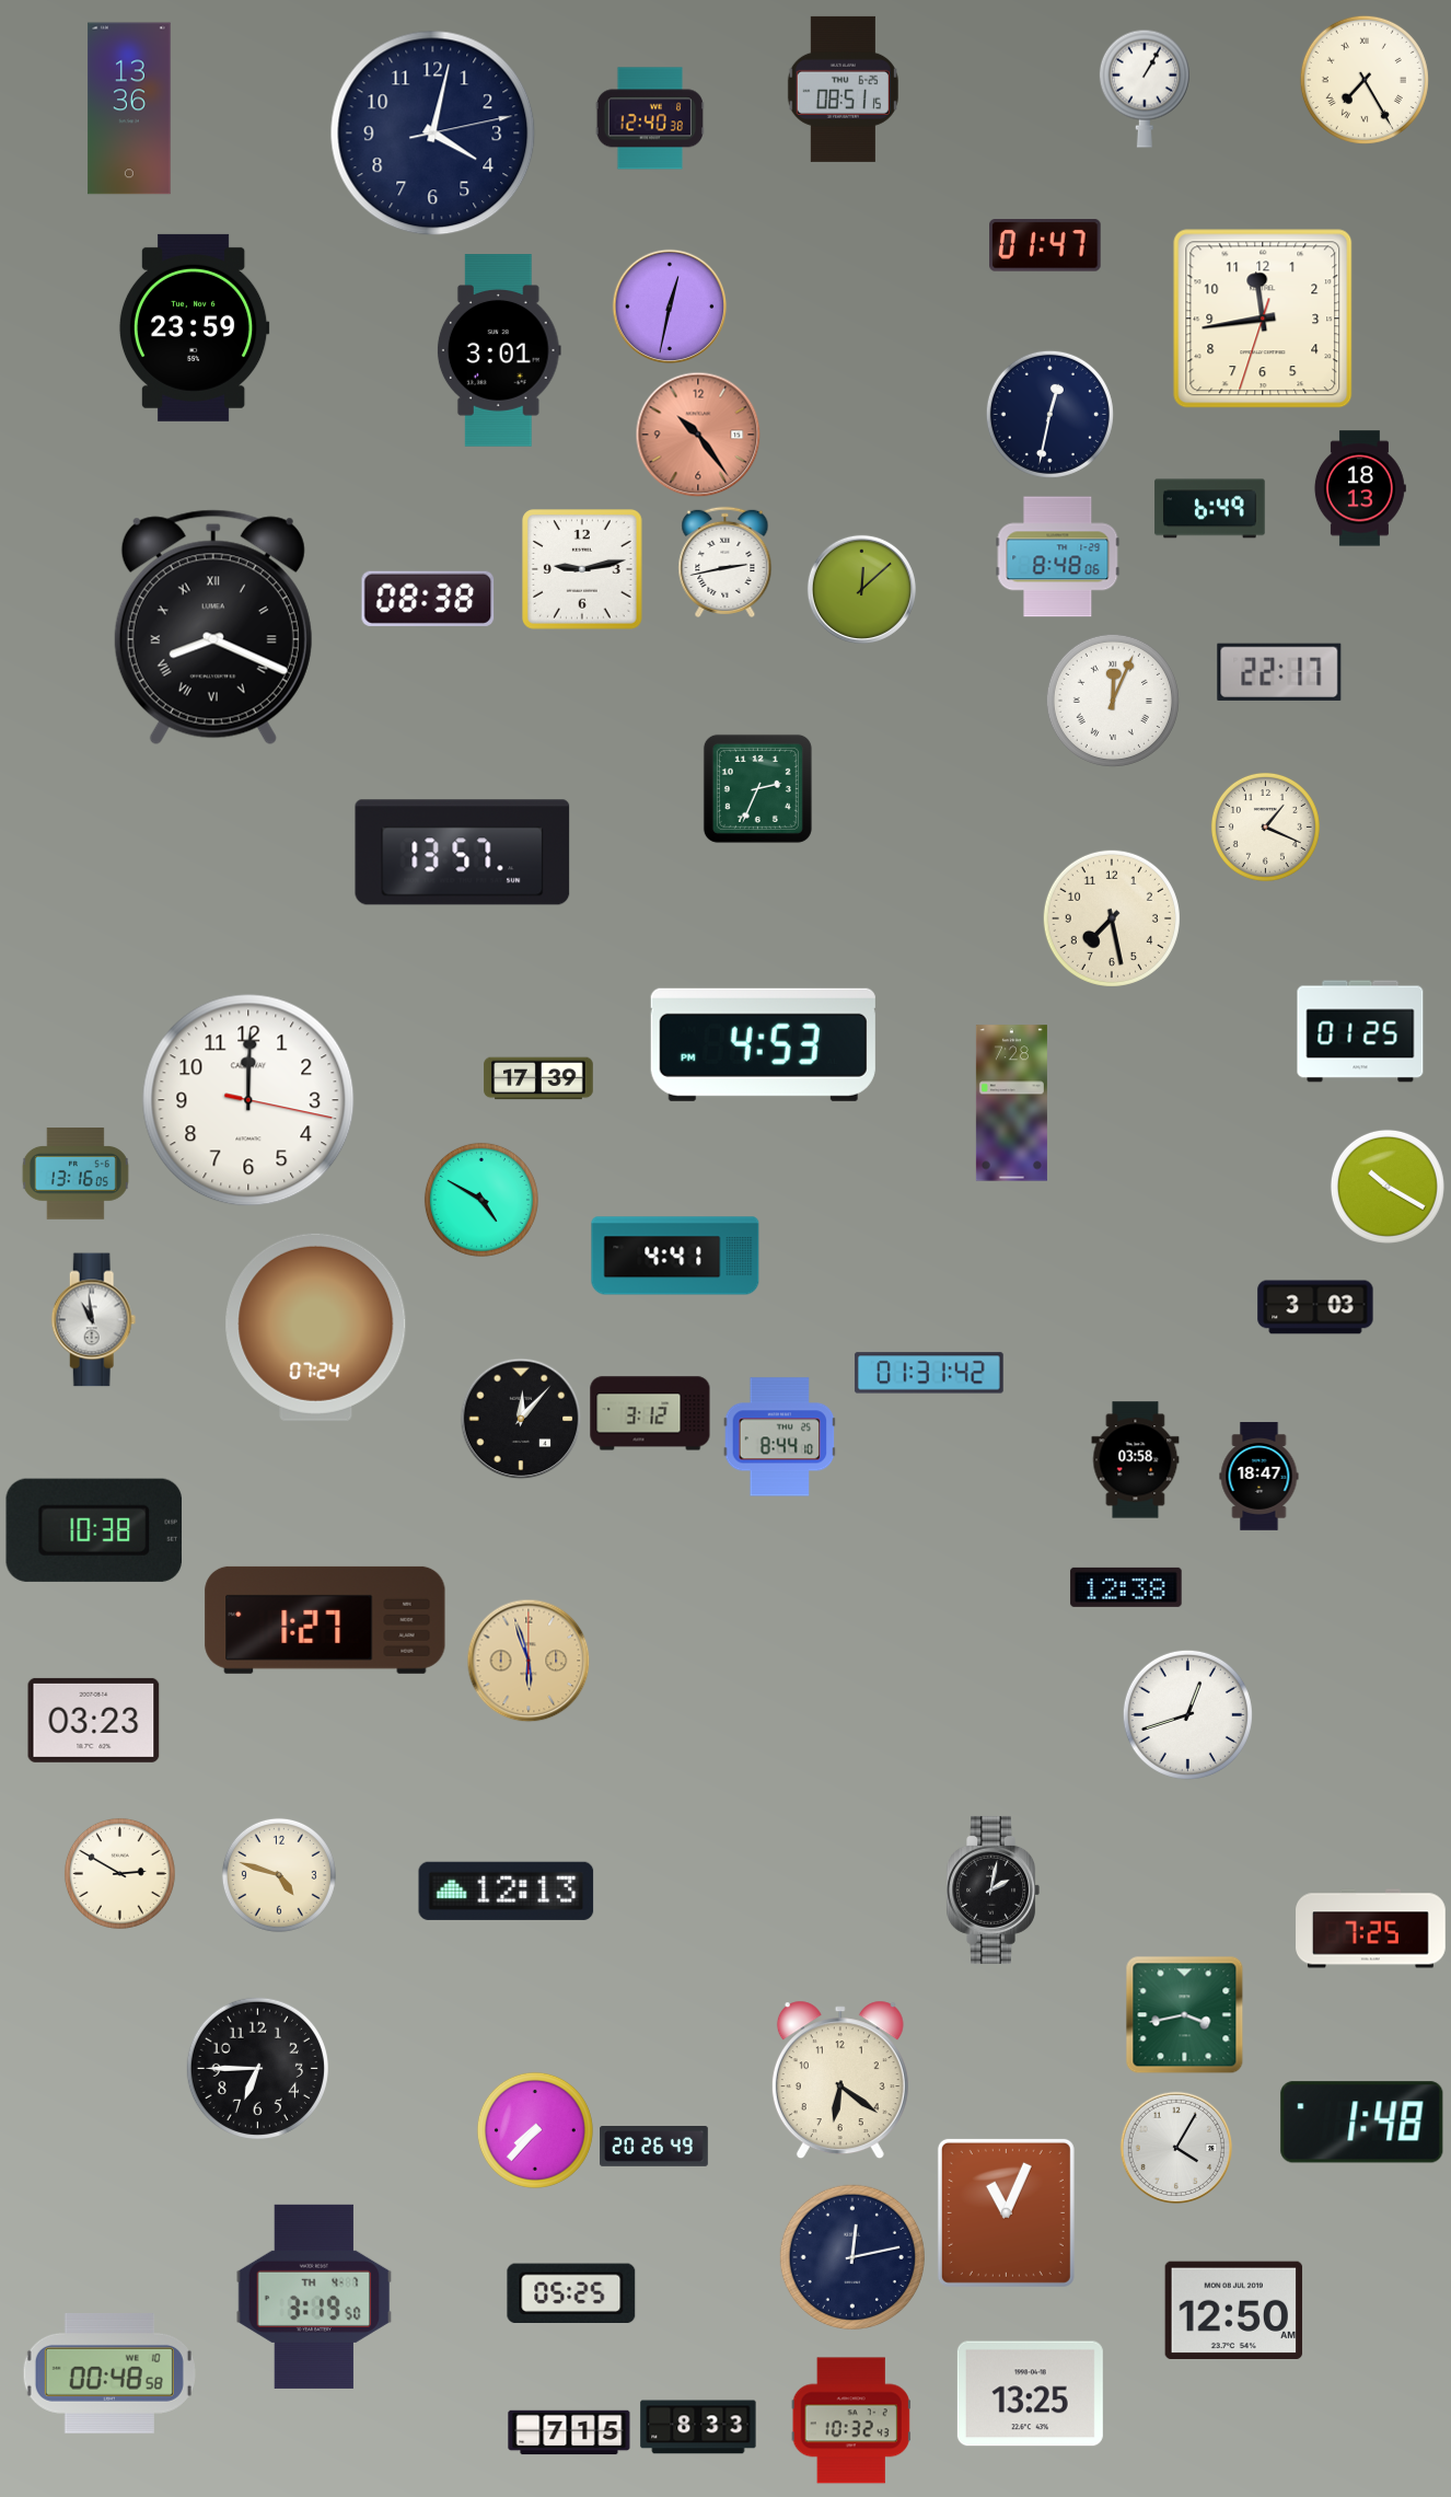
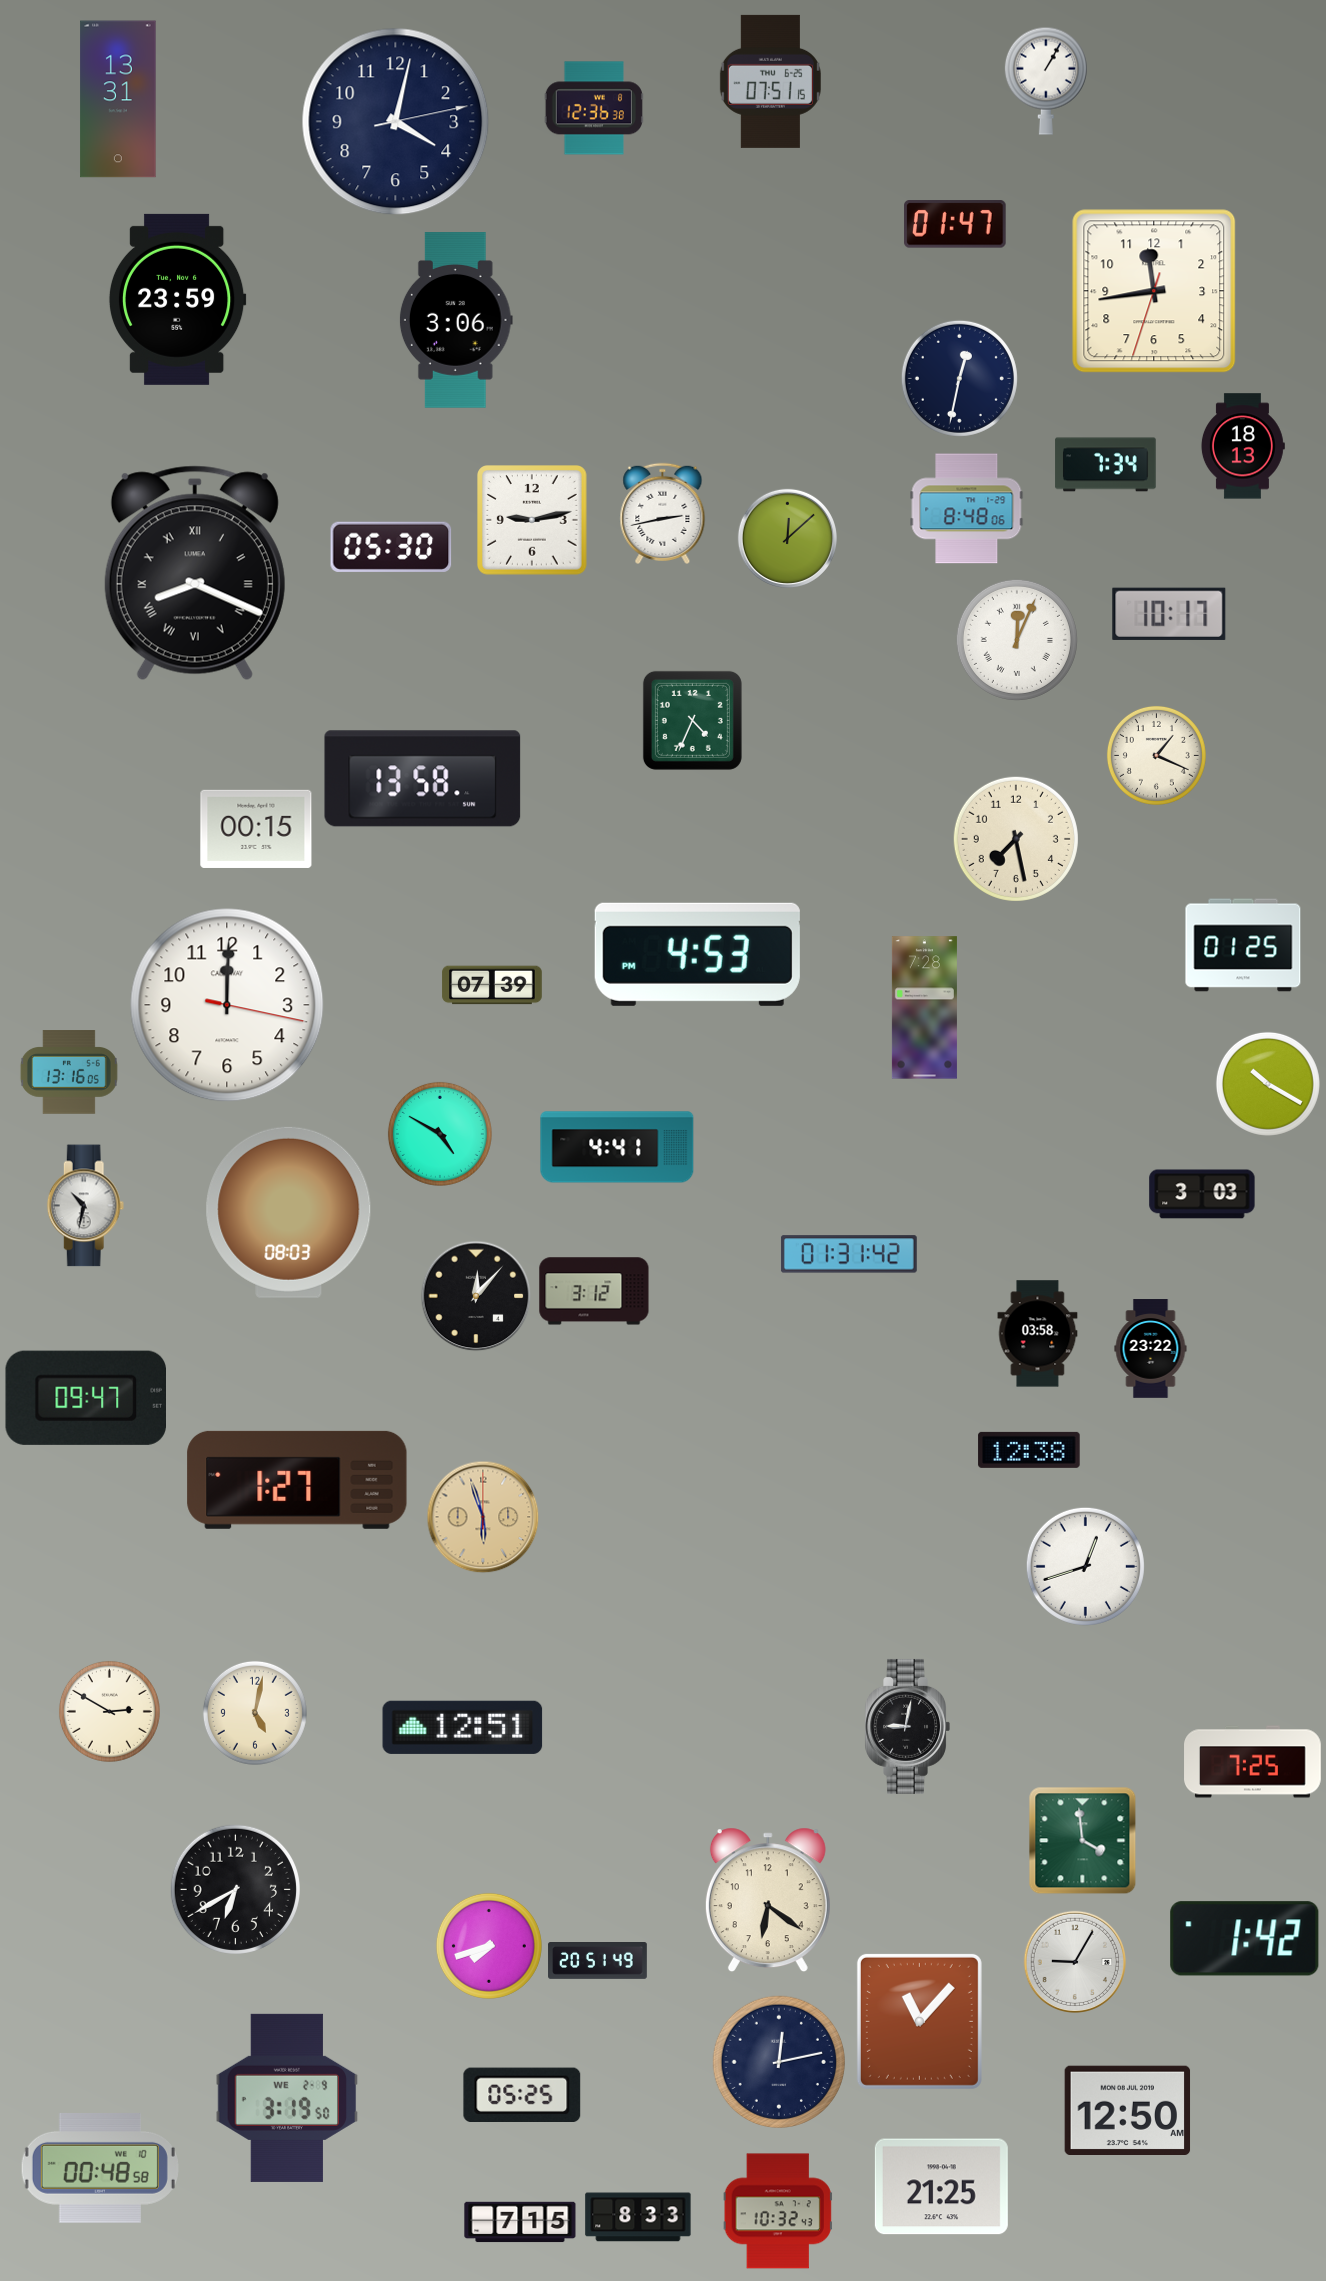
clock at (1365, 80): 7:25 -> none
clock at (843, 89): 08:51 -> 07:51
clock at (129, 108): 13:36 -> 13:31
clock at (650, 118): 12:40 -> 12:36
clock at (670, 307): 12:32 -> none
clock at (499, 350): 3:01 -> 3:06
clock at (698, 435): 10:24 -> none
clock at (1210, 509): 6:49 -> 7:34
clock at (428, 599): 08:38 -> 05:30
clock at (1279, 672): 22:17 -> 10:17
clock at (757, 788): 2:34 -> 4:34
clock at (463, 853): 13:57 -> 13:58
clock at (256, 829): none -> 00:15
clock at (1360, 1031) position: (1360, 1031) -> (1243, 945)
clock at (538, 1078): 17:39 -> 07:39
clock at (481, 1200) position: (481, 1200) -> (440, 1134)
clock at (94, 1320): 10:59 -> 10:32
clock at (316, 1327): 07:24 -> 08:03
clock at (780, 1437): 8:44 -> none
clock at (1260, 1477): 18:47 -> 23:22
clock at (93, 1530): 10:38 -> 09:47
clock at (94, 1720): 03:23 -> none
clock at (279, 1875): 4:48 -> 5:02
clock at (993, 1889): 2:02 -> 9:02
clock at (507, 1891): 12:13 -> 12:51
clock at (1185, 2015): 3:43 -> 3:59
clock at (257, 2068): 6:45 -> 6:40
clock at (1362, 2123): 1:48 -> 1:42
clock at (535, 2130): 7:37 -> 7:42
clock at (654, 2147): 20:26 -> 20:51
clock at (1175, 2147): 4:05 -> 9:05
clock at (1006, 2212): 11:04 -> 11:07
clock at (314, 2297) date: TH 4-7 -> WE 2-9
clock at (1030, 2394): 13:25 -> 21:25
